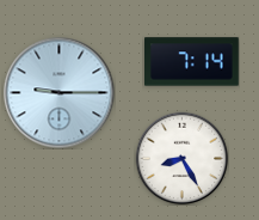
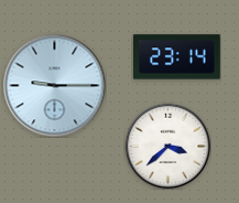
clock at (192, 62): 7:14 -> 23:14
clock at (181, 158): 8:25 -> 3:38
